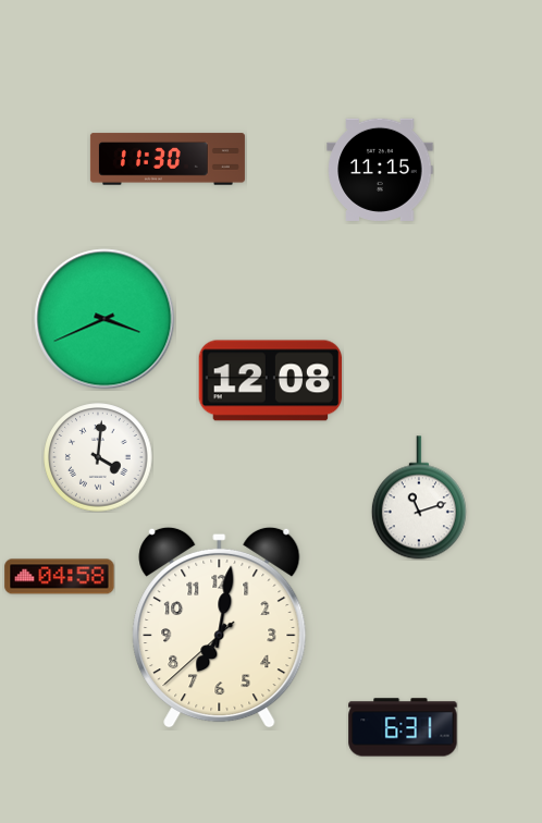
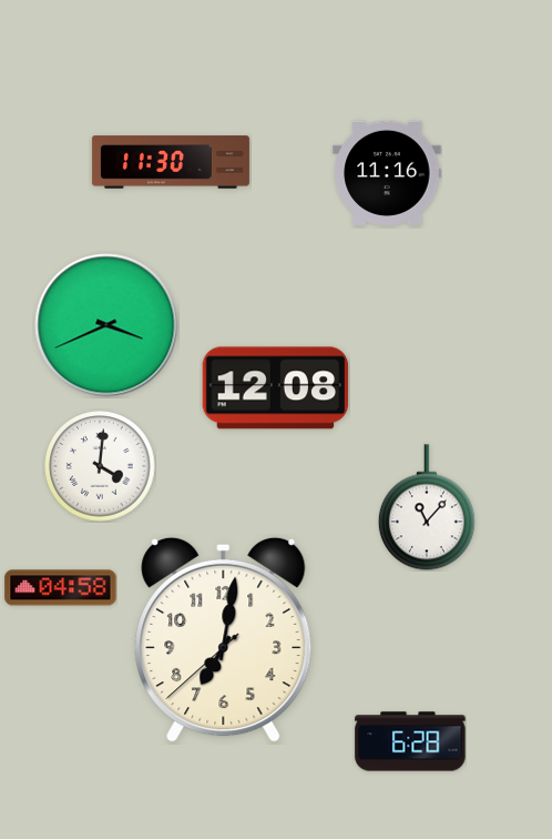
clock at (380, 170): 11:15 -> 11:16
clock at (419, 498): 11:12 -> 11:07
clock at (403, 727): 6:31 -> 6:28
